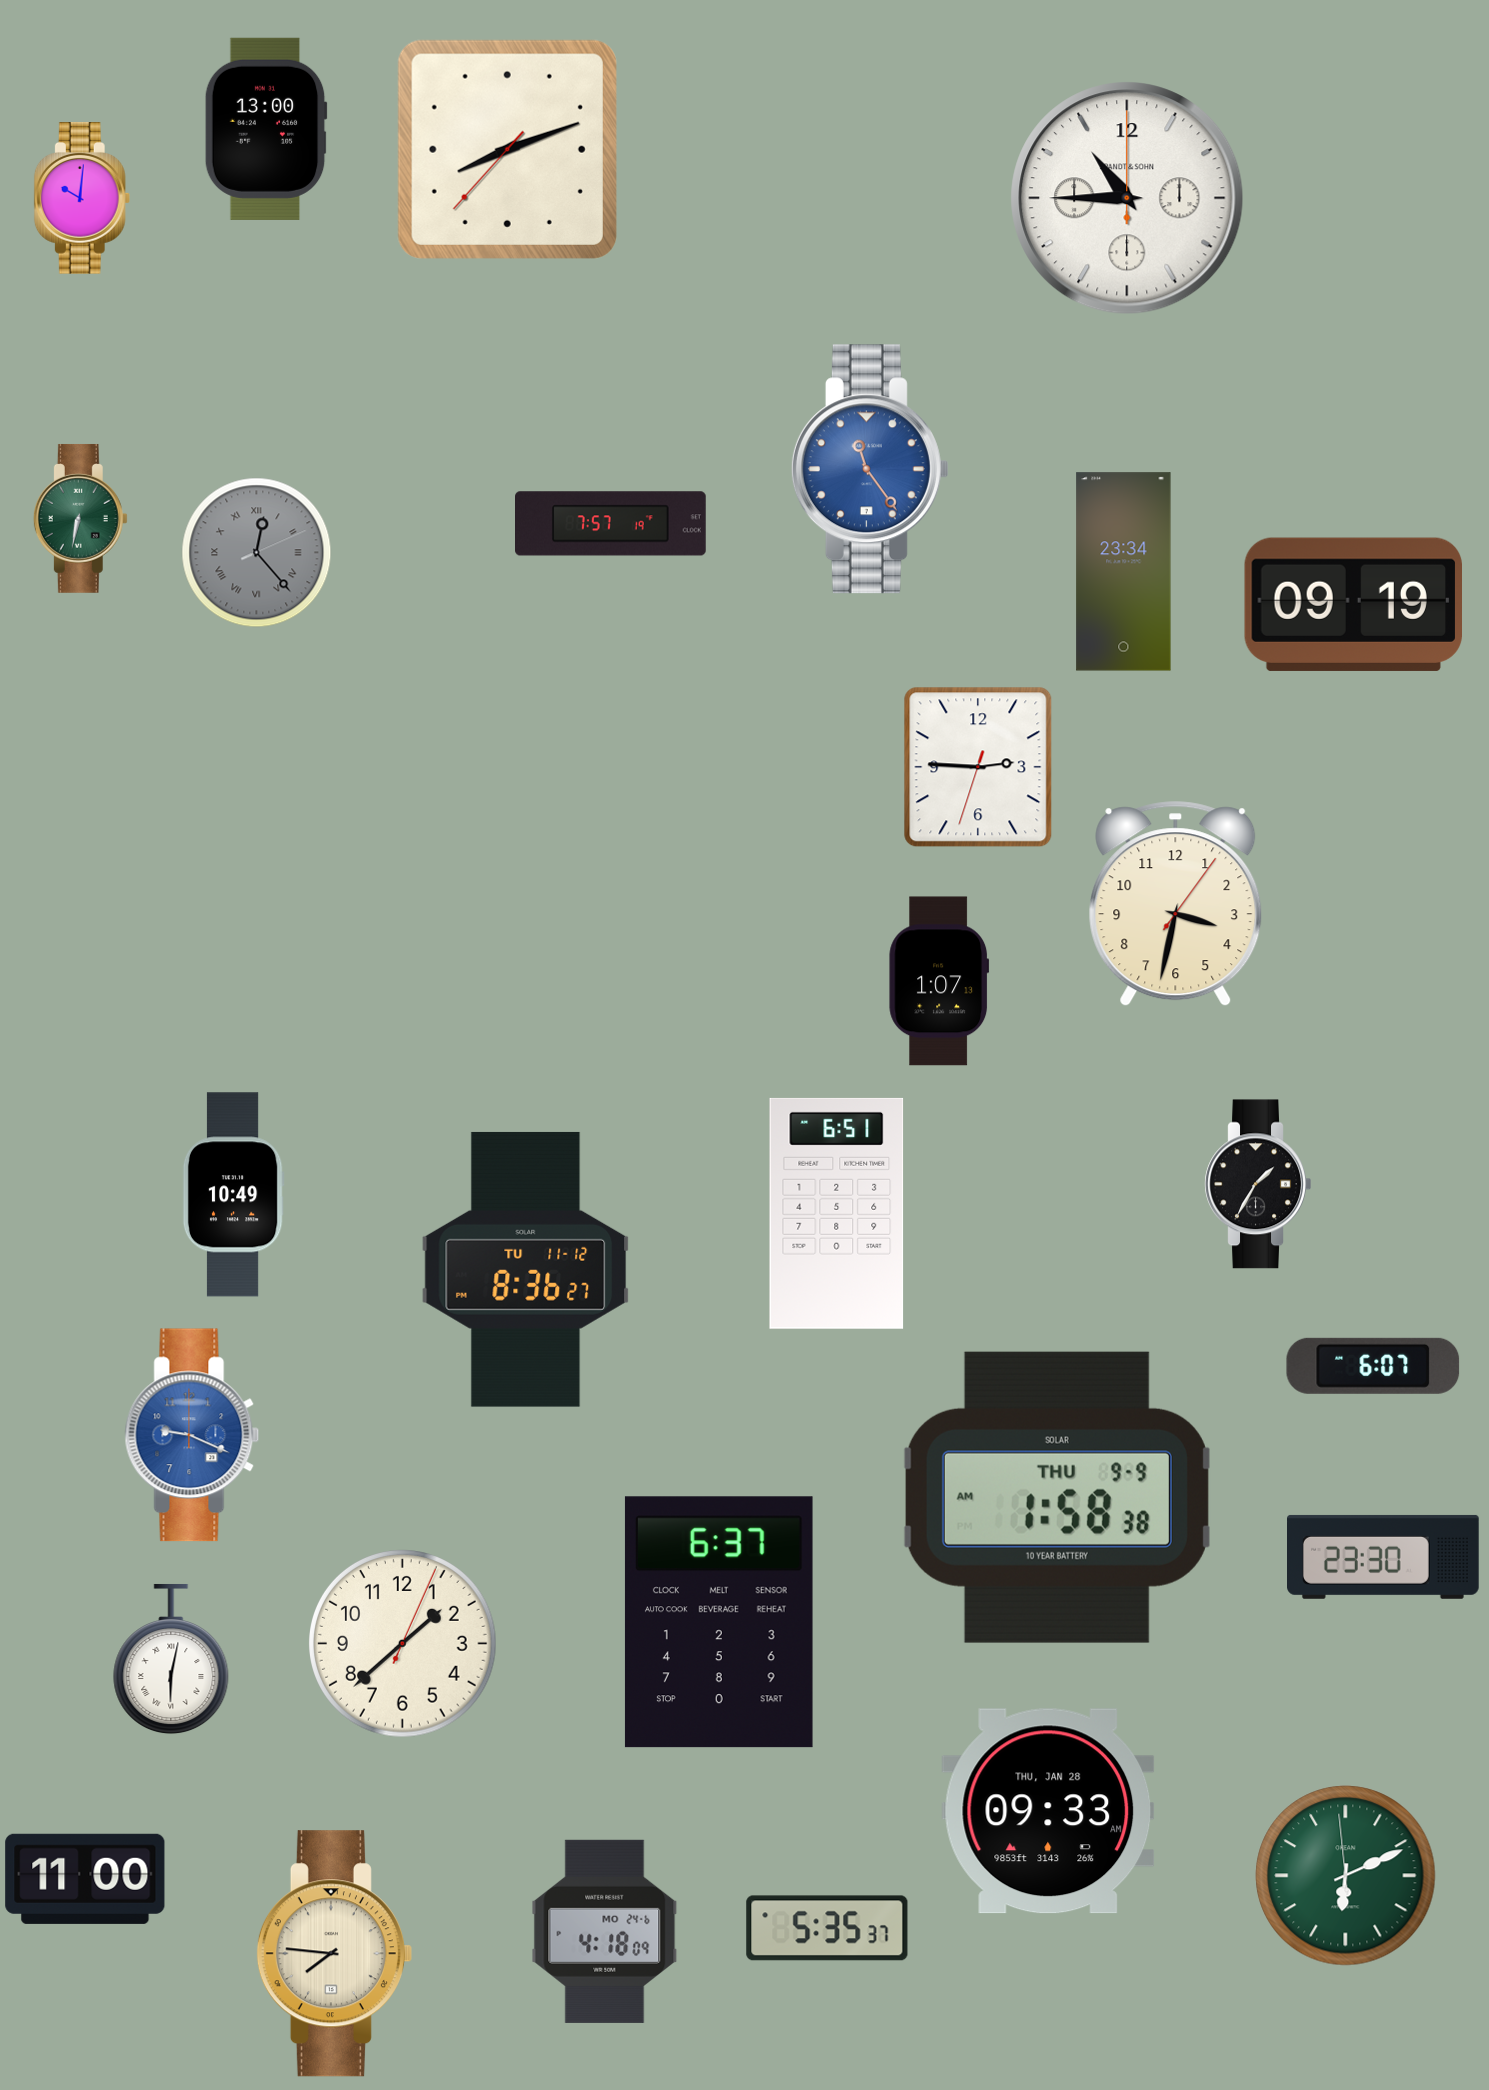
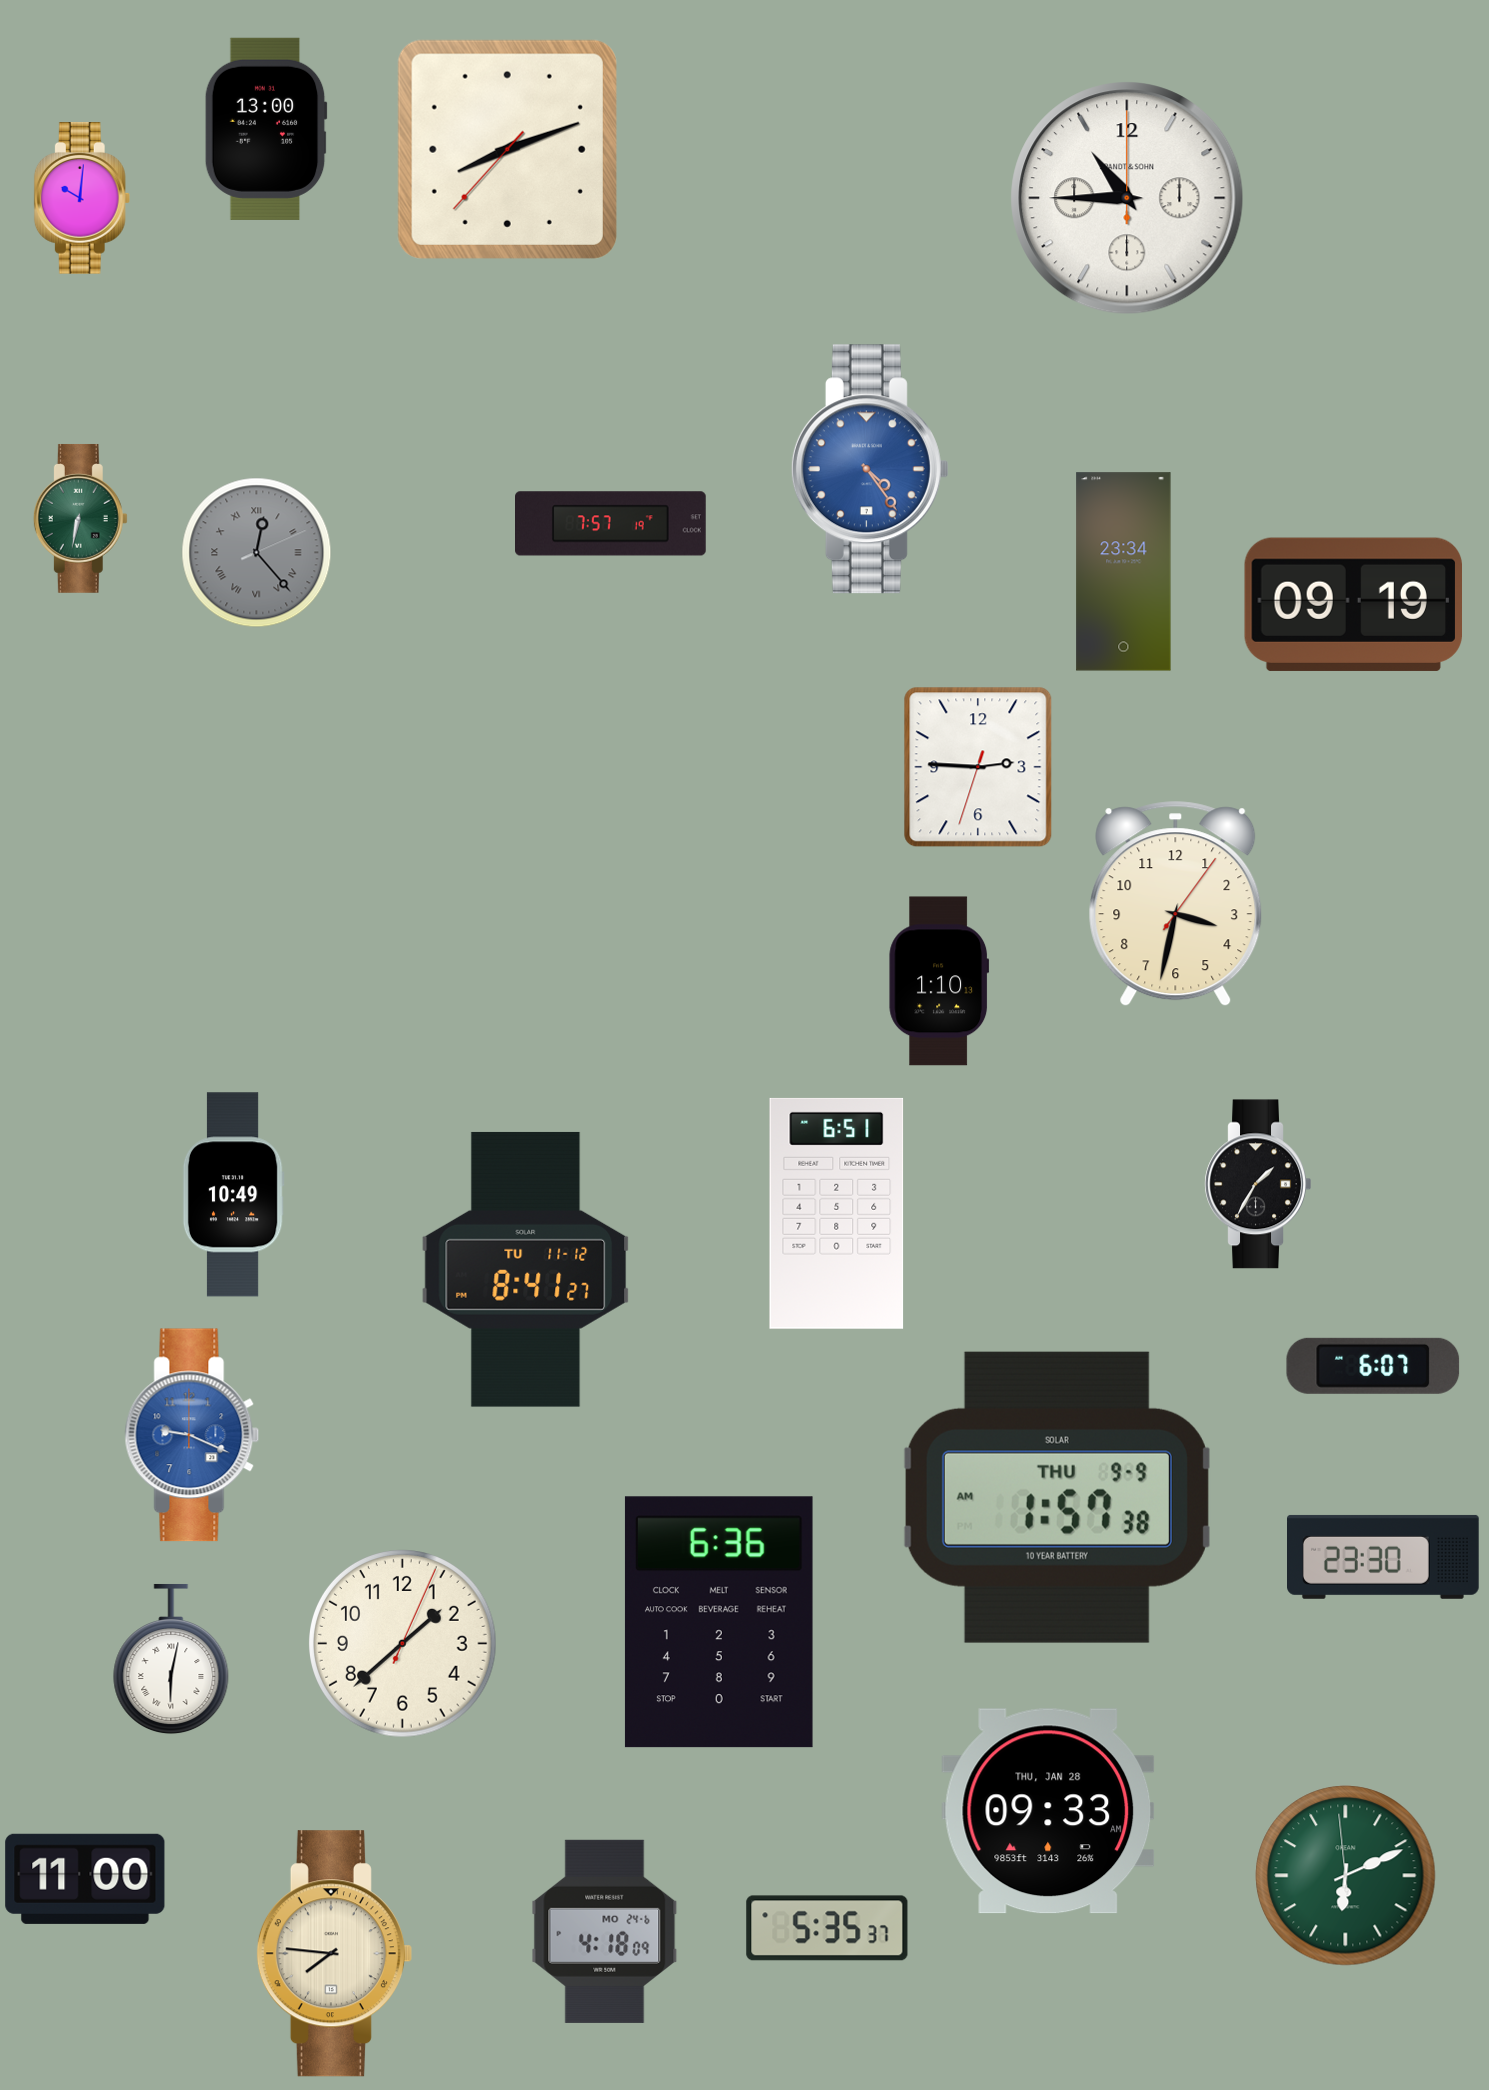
clock at (870, 469): 11:24 -> 4:24
clock at (939, 981): 1:07 -> 1:10
clock at (526, 1269): 8:36 -> 8:41
clock at (1057, 1497): 1:58 -> 1:57
clock at (719, 1622): 6:37 -> 6:36
